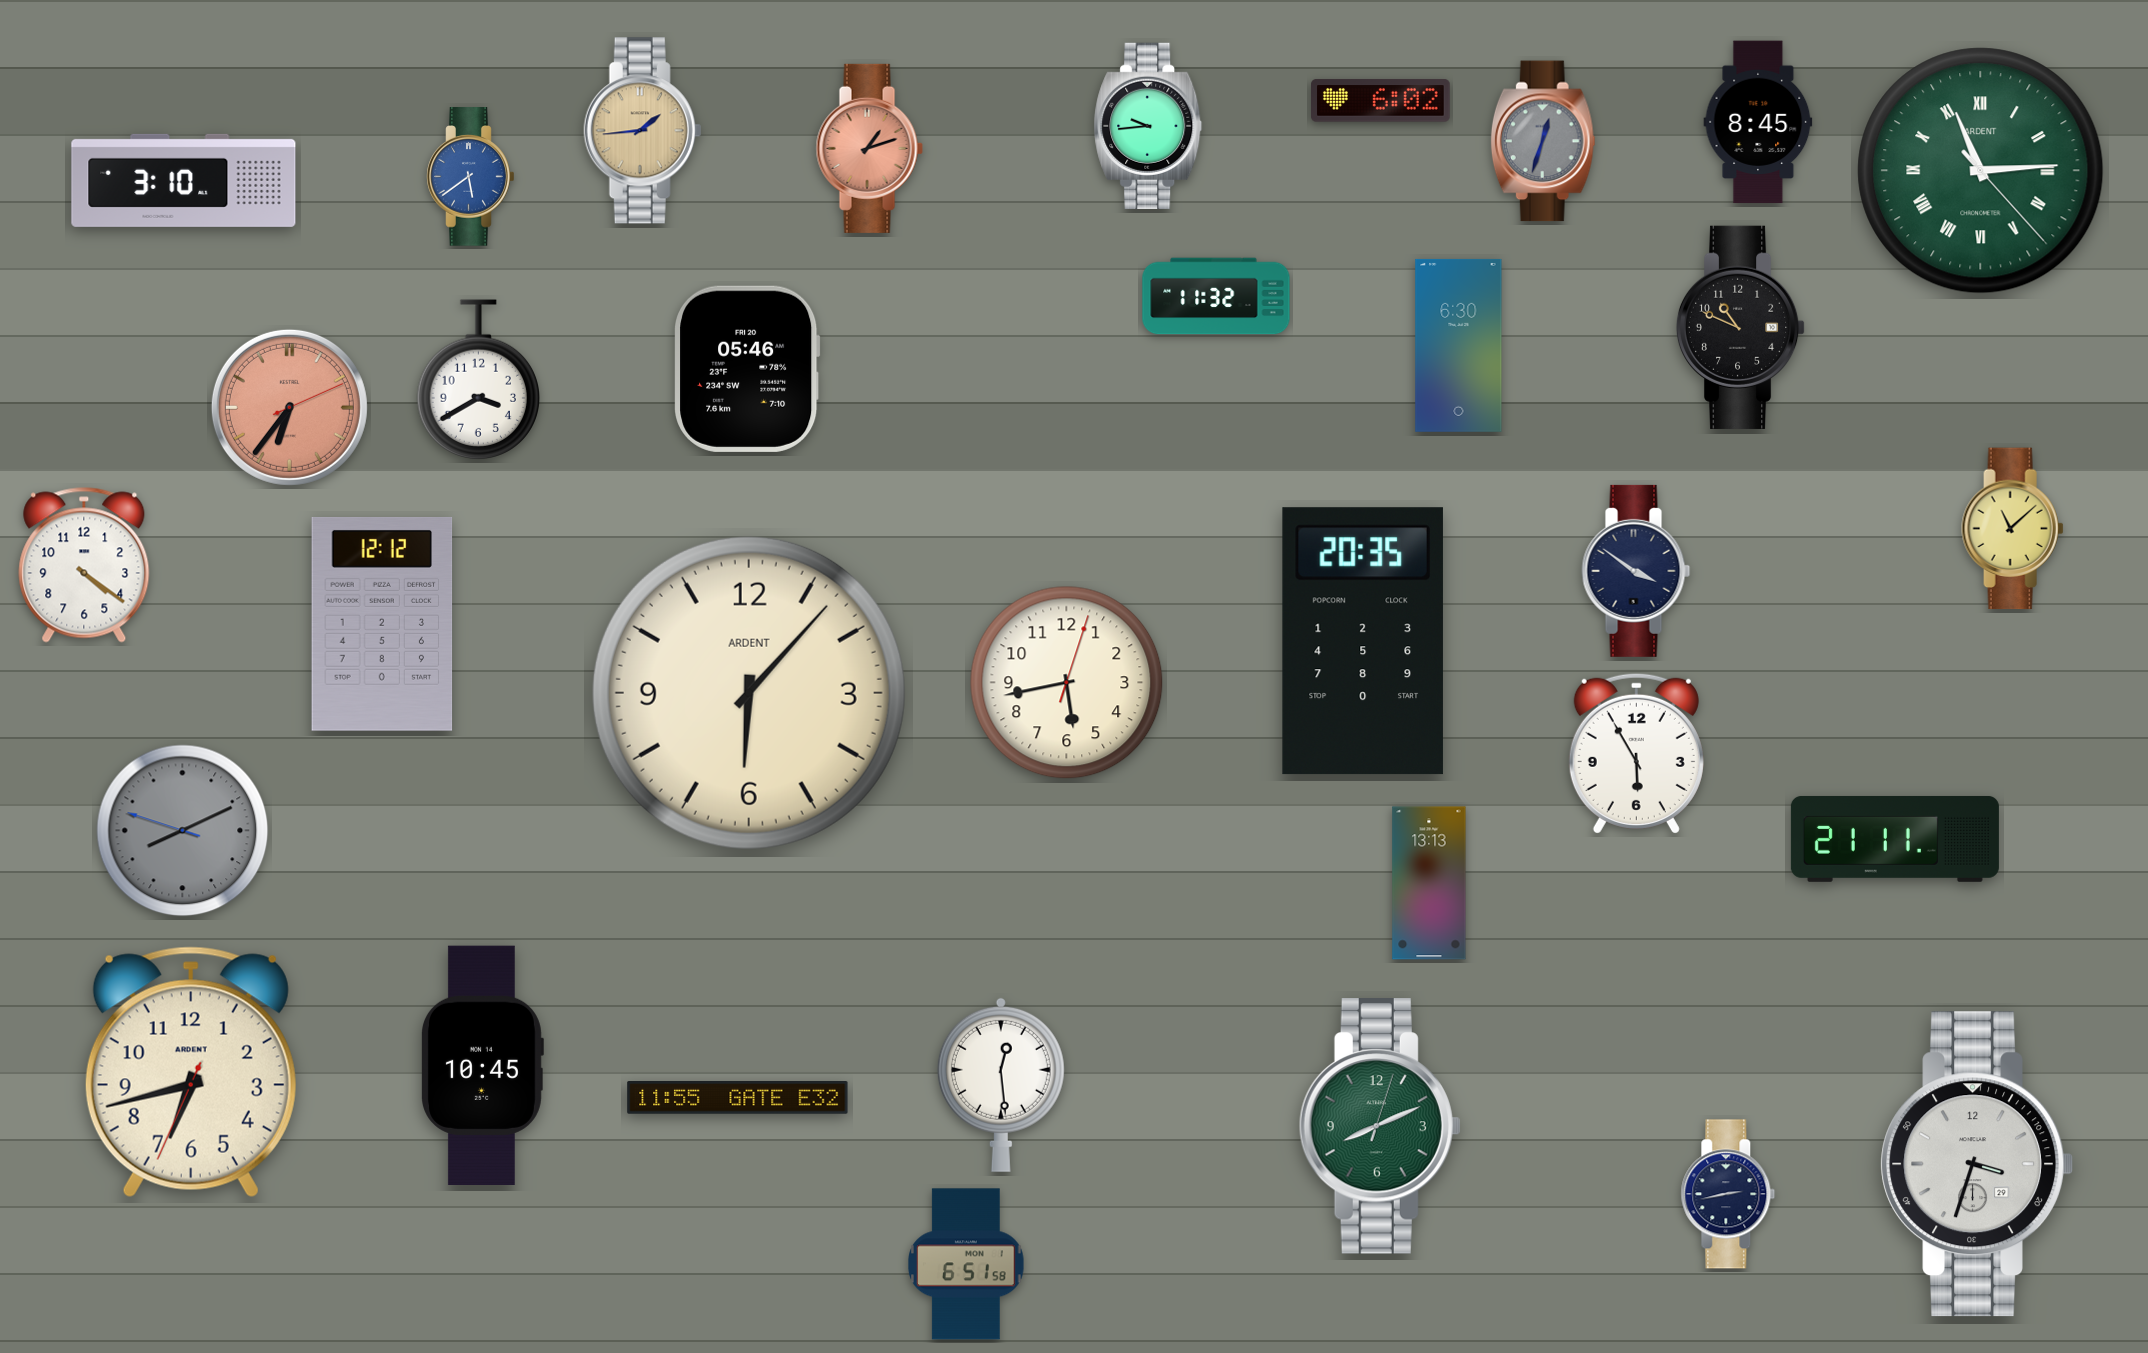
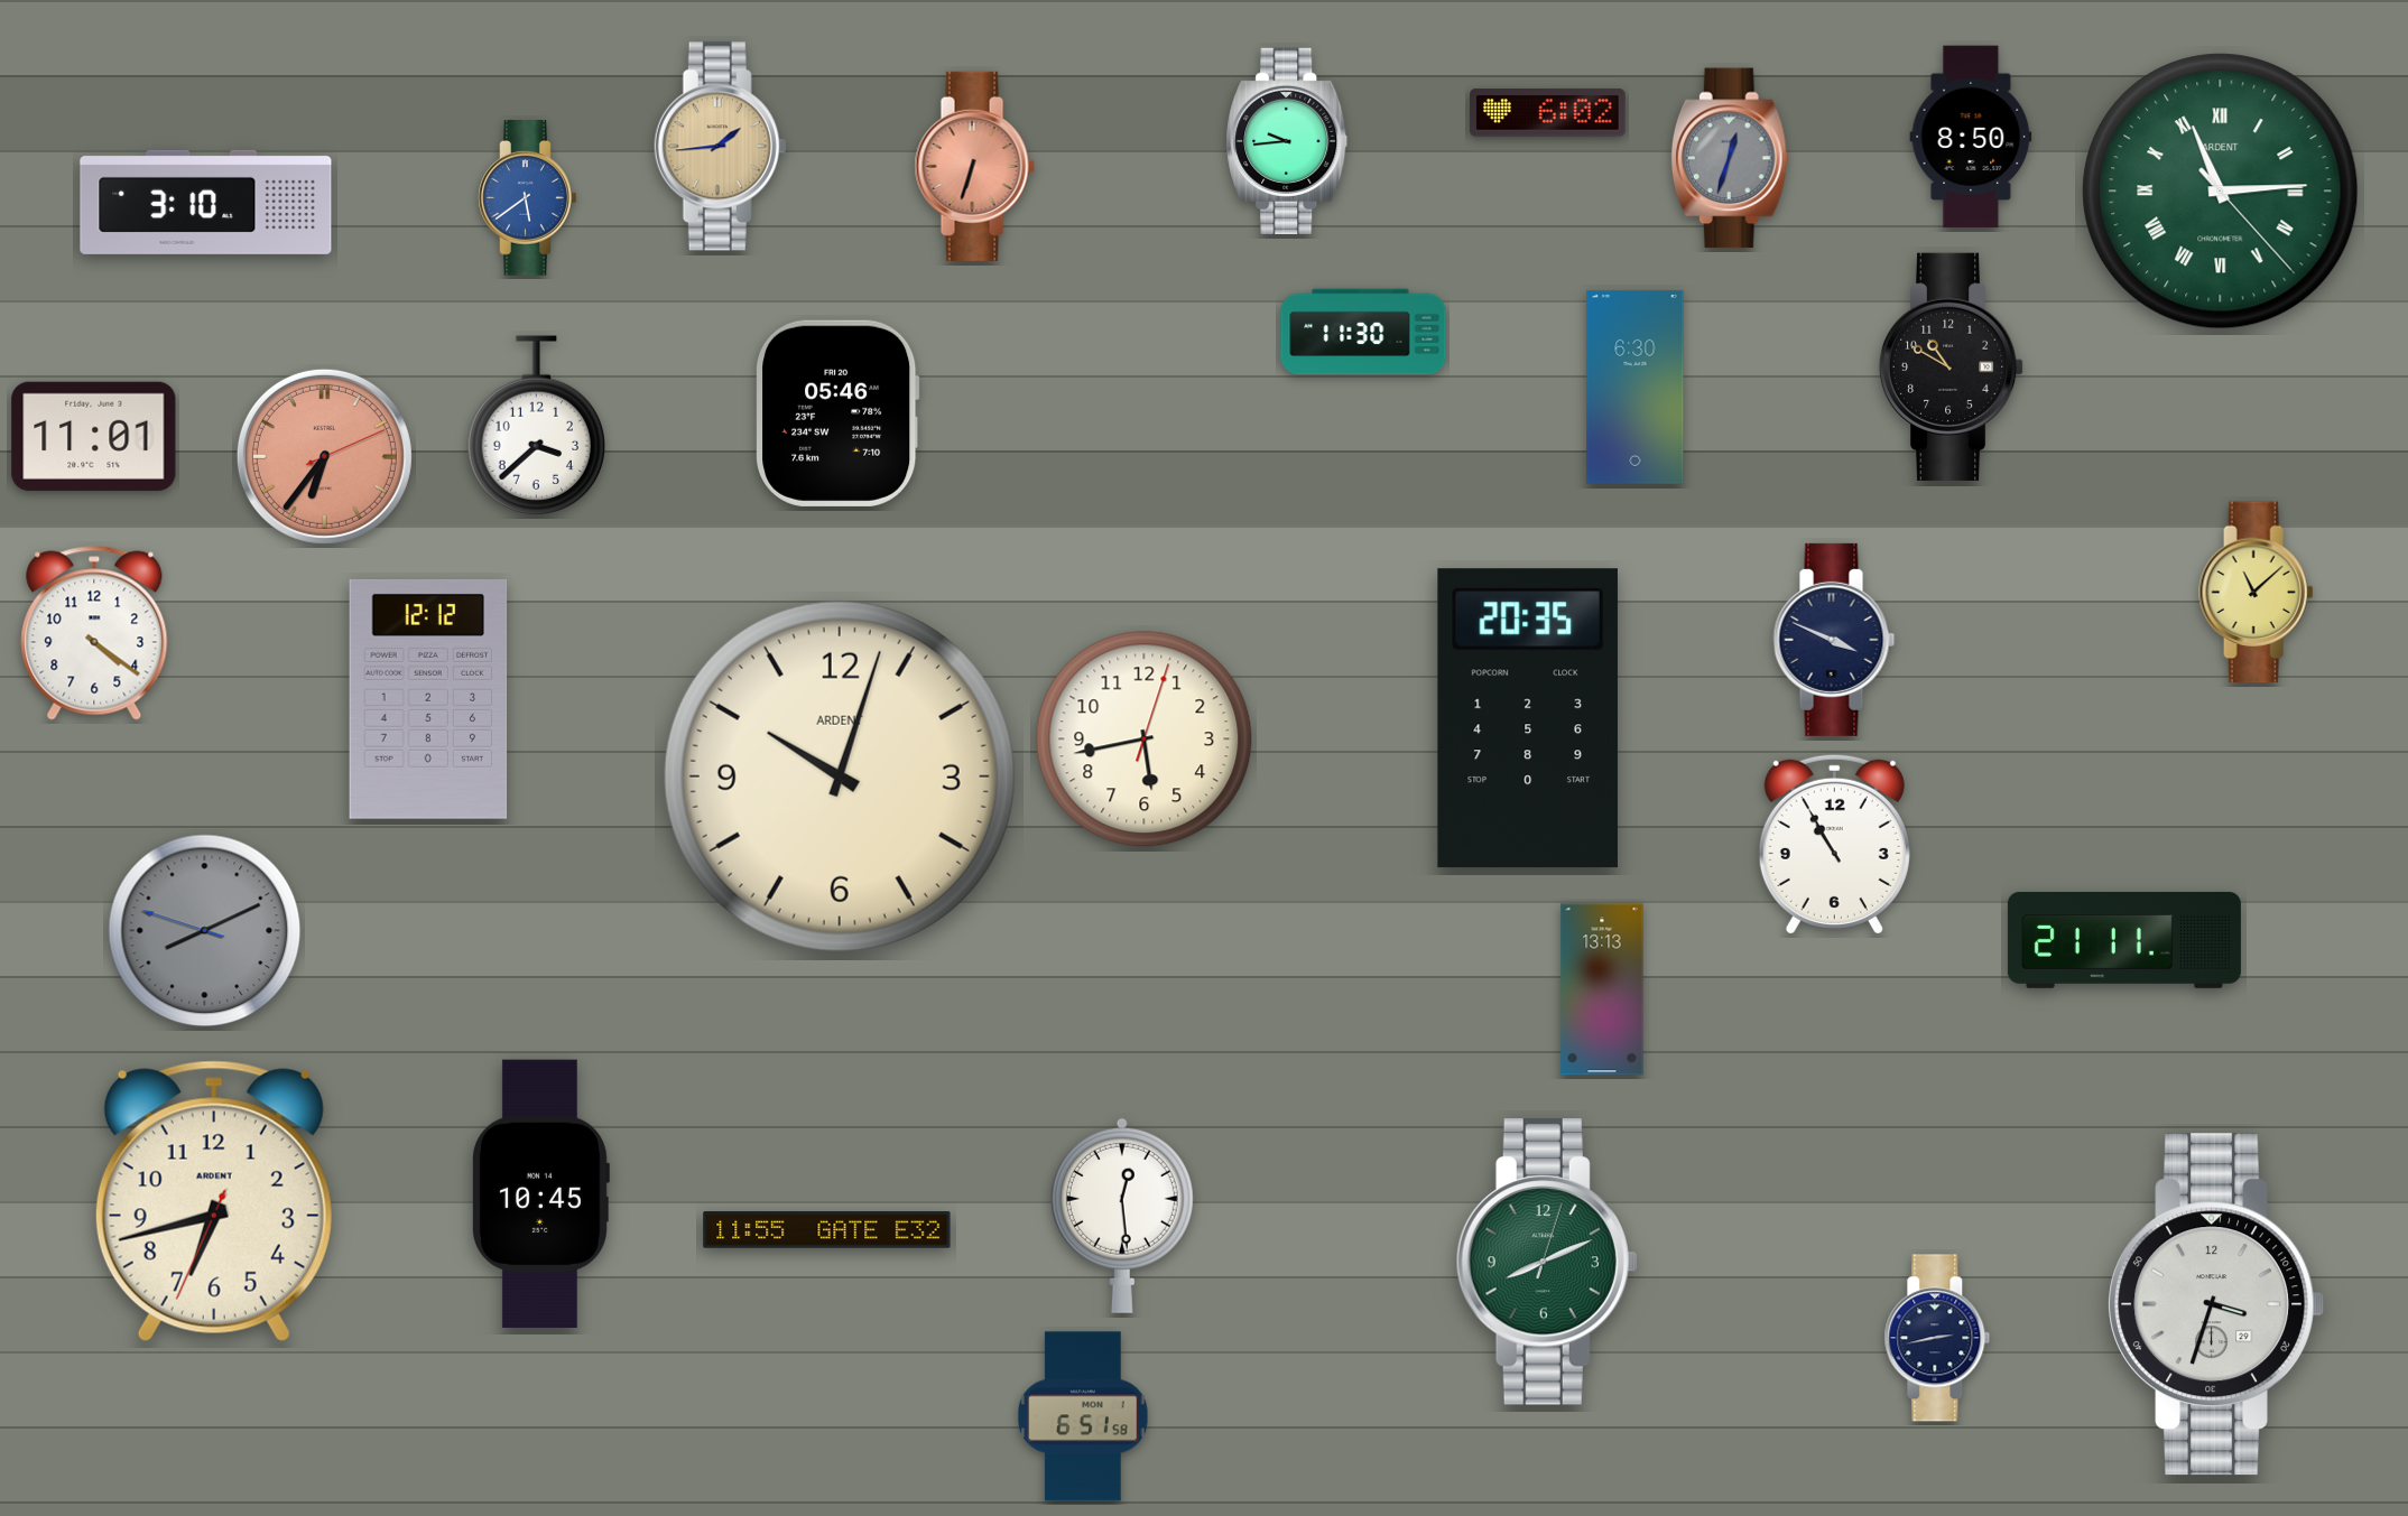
clock at (1758, 122): 8:45 -> 8:50
clock at (869, 148): 1:12 -> 6:33
clock at (1216, 296): 11:32 -> 11:30
clock at (1741, 327): 10:49 -> 10:50
clock at (479, 380): 3:40 -> 3:38
clock at (94, 436): none -> 11:01
clock at (1636, 571): 3:51 -> 3:49
clock at (1067, 683) position: (1067, 683) -> (1145, 740)
clock at (749, 693): 6:07 -> 10:03
clock at (1636, 753): 5:55 -> 10:55
